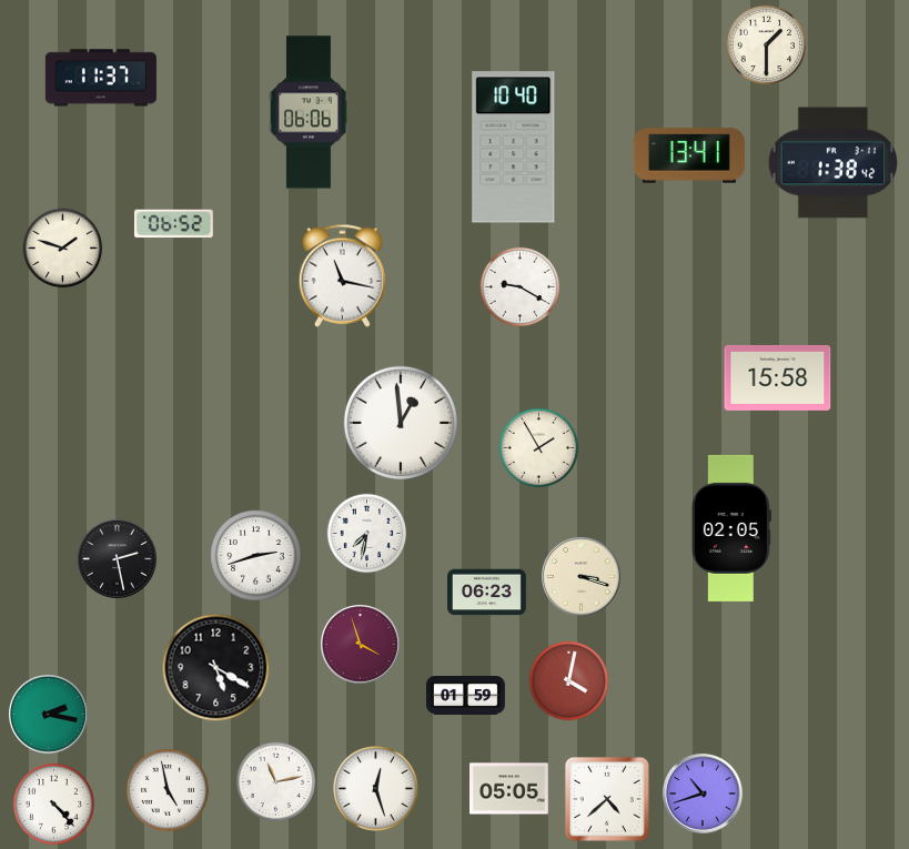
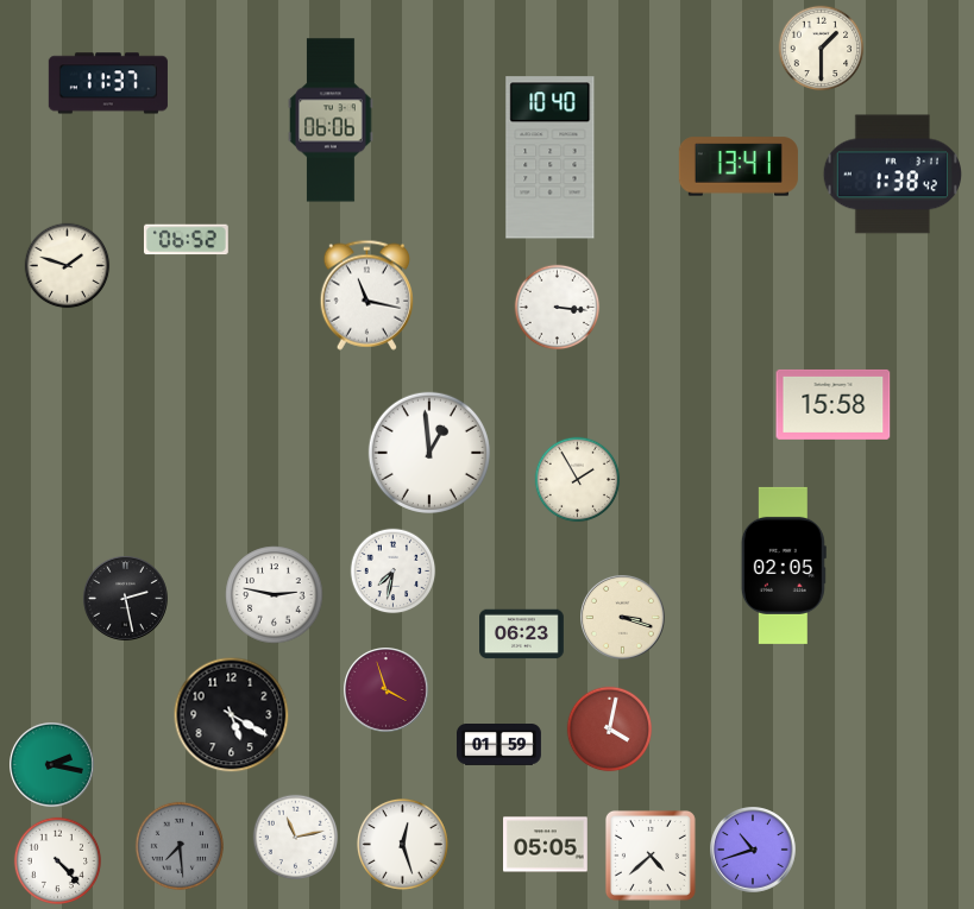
clock at (521, 287): 9:20 -> 3:16
clock at (256, 556): 2:42 -> 2:47
clock at (168, 790): 4:58 -> 7:29
clock at (168, 790) dial: white -> grey
